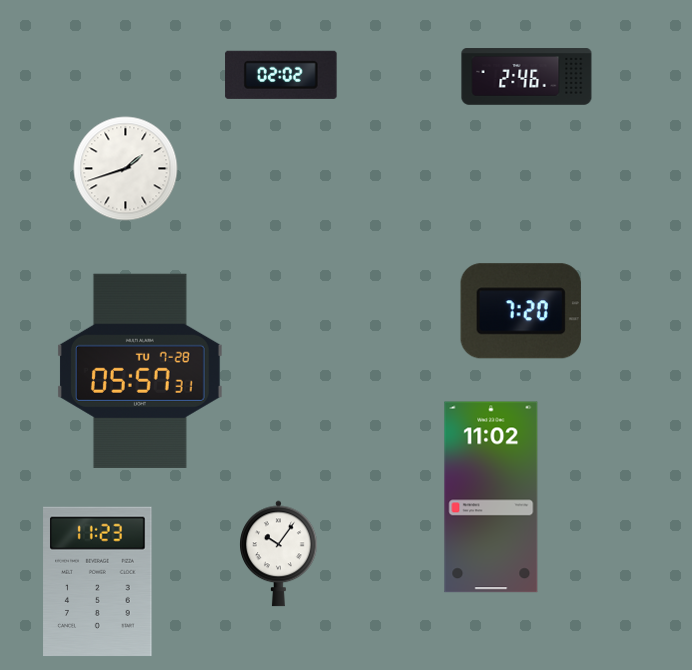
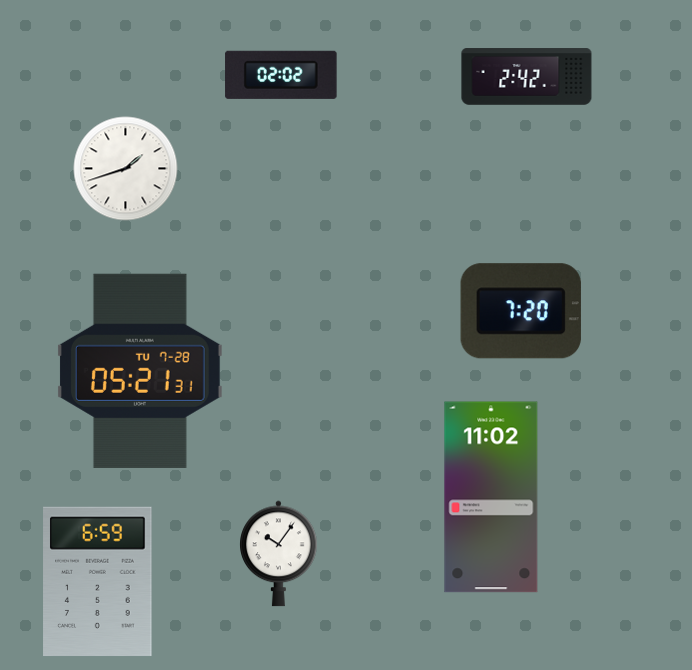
clock at (527, 77): 2:46 -> 2:42
clock at (140, 371): 05:57 -> 05:21
clock at (98, 582): 11:23 -> 6:59
